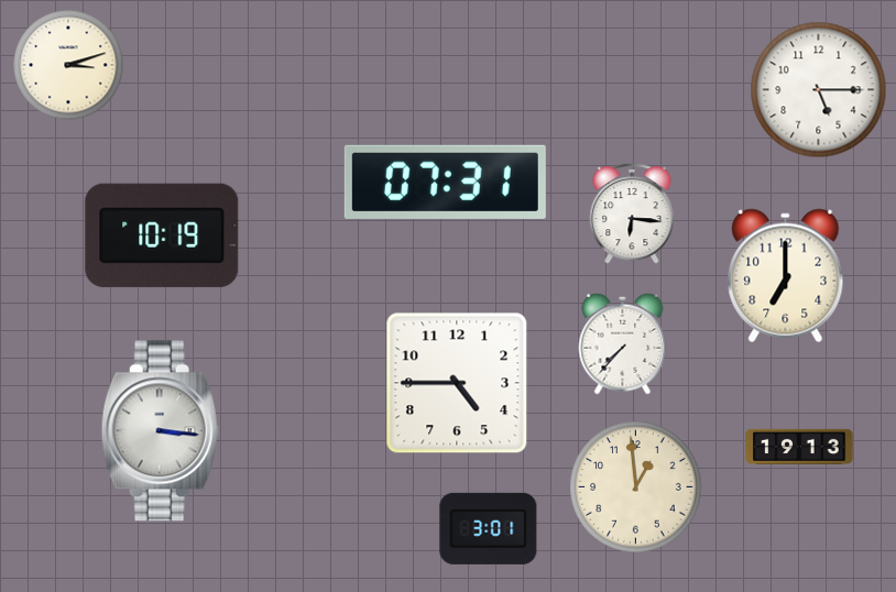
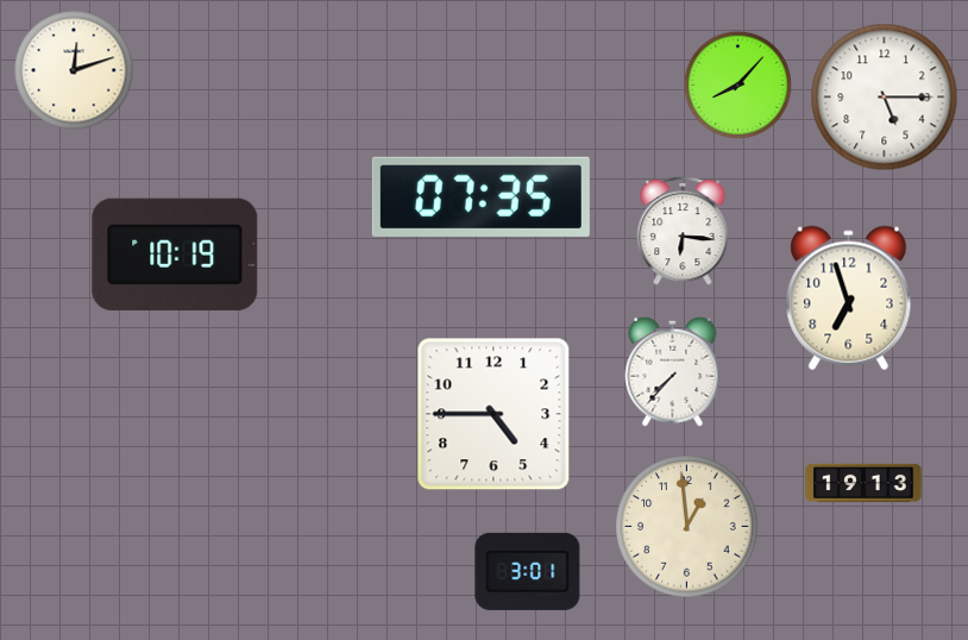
clock at (68, 65): 3:12 -> 12:12
clock at (738, 86): none -> 8:07
clock at (445, 182): 07:31 -> 07:35
clock at (786, 276): 7:00 -> 6:57
clock at (160, 431): 3:16 -> none
